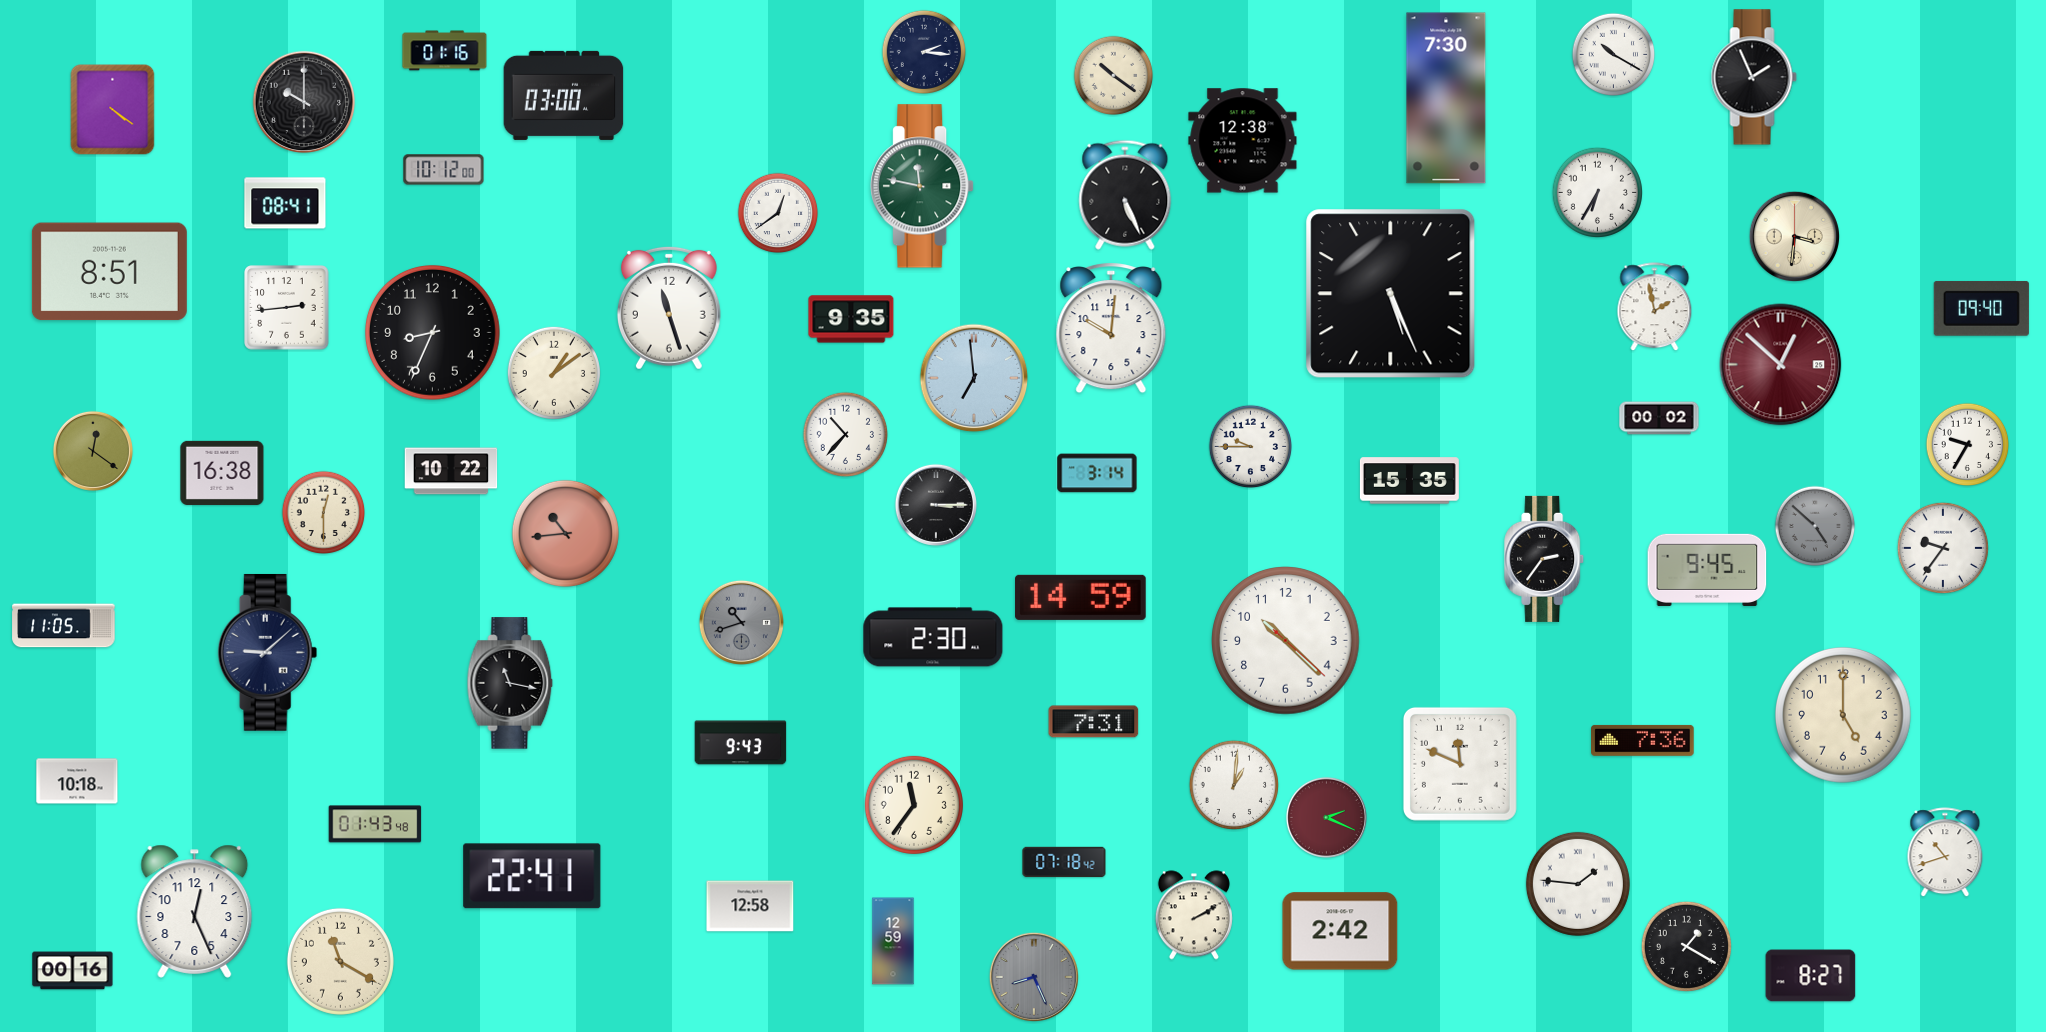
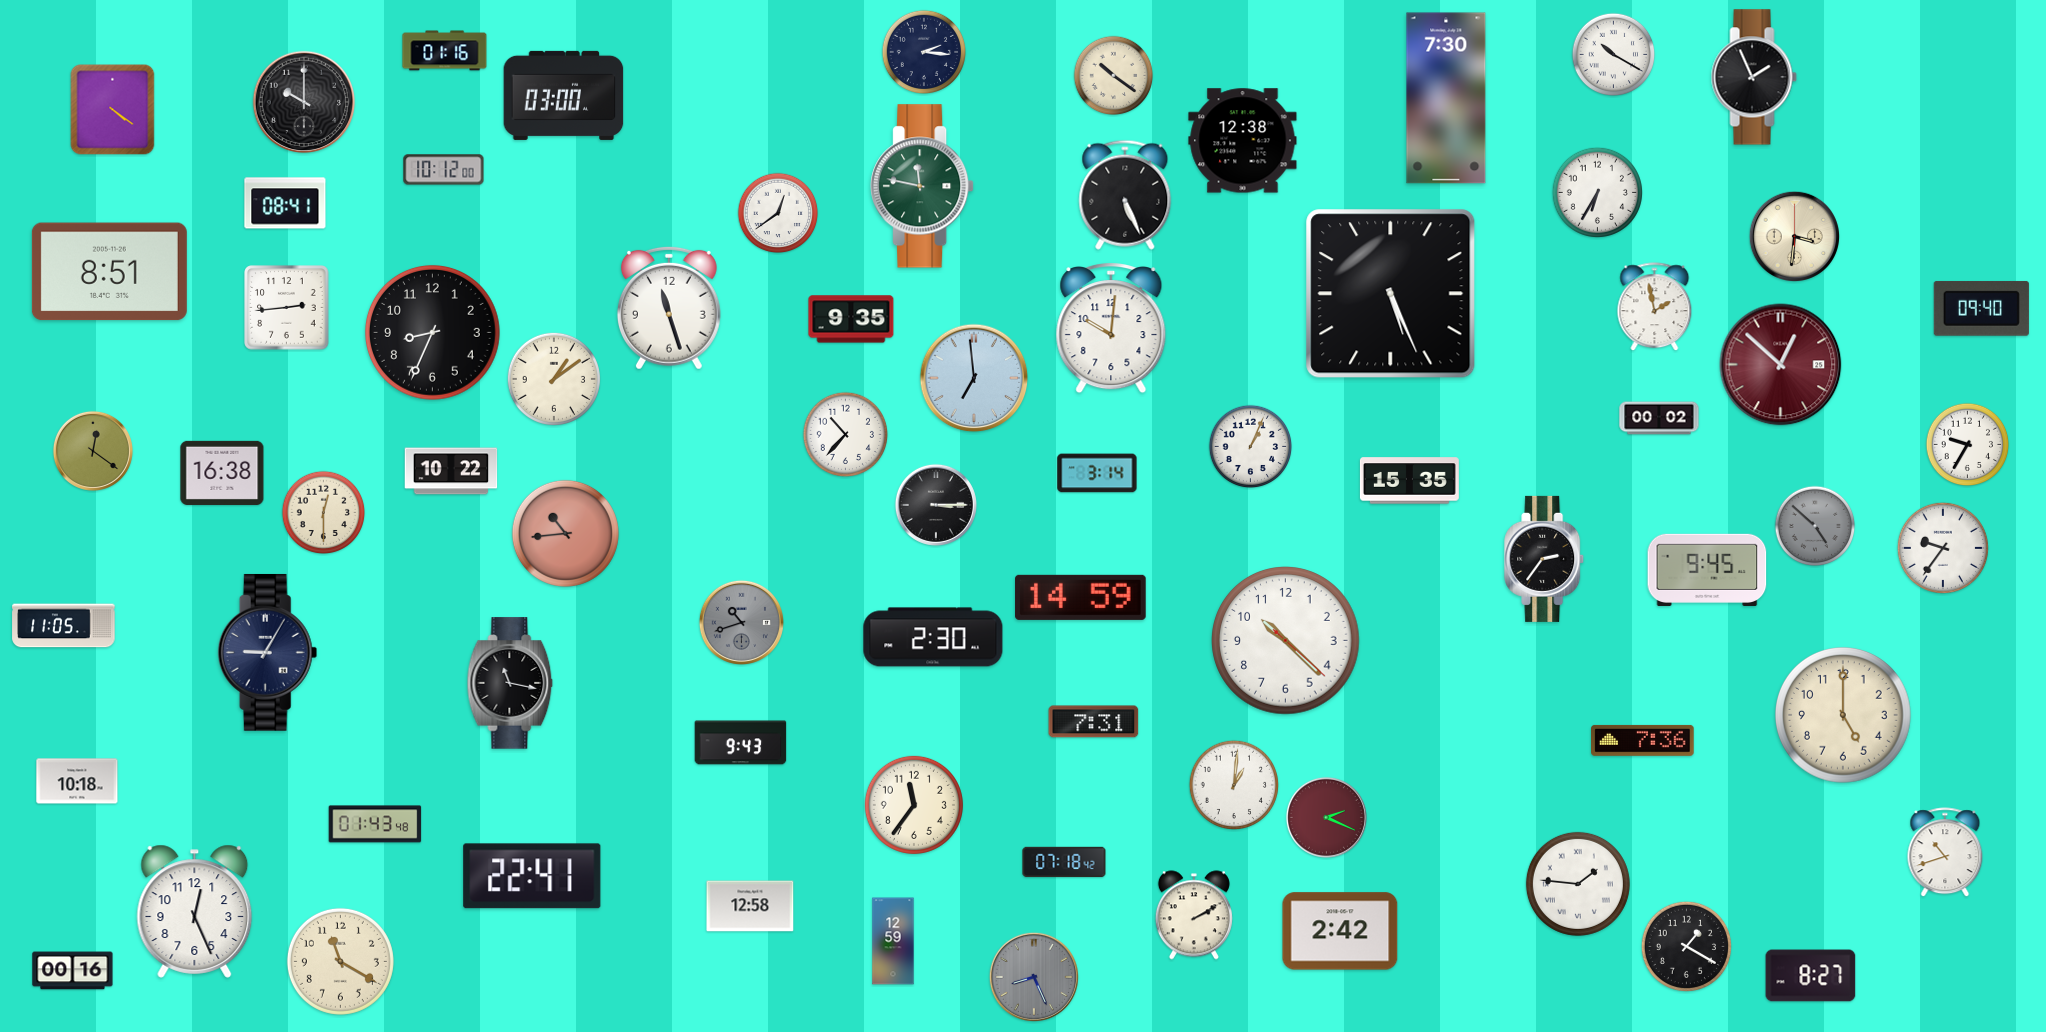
clock at (554, 373) position: (554, 373) -> (554, 379)
clock at (1251, 447): 9:45 -> 1:04
clock at (268, 652): 9:08 -> 9:05
clock at (1460, 764): 11:49 -> none
